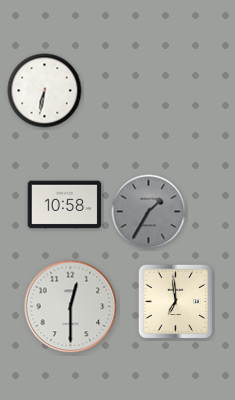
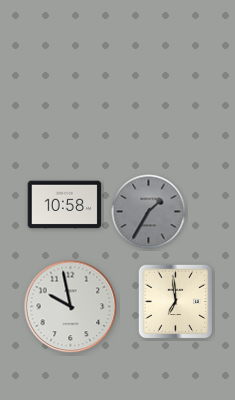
clock at (45, 91): 6:32 -> none
clock at (71, 307): 12:30 -> 9:58
